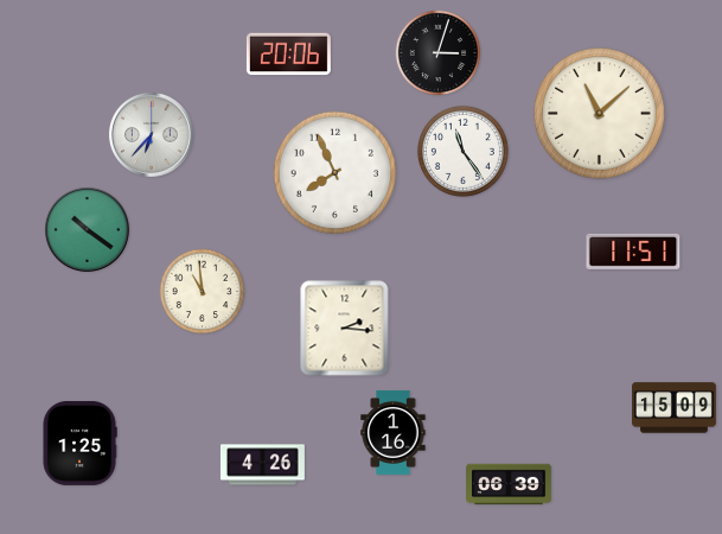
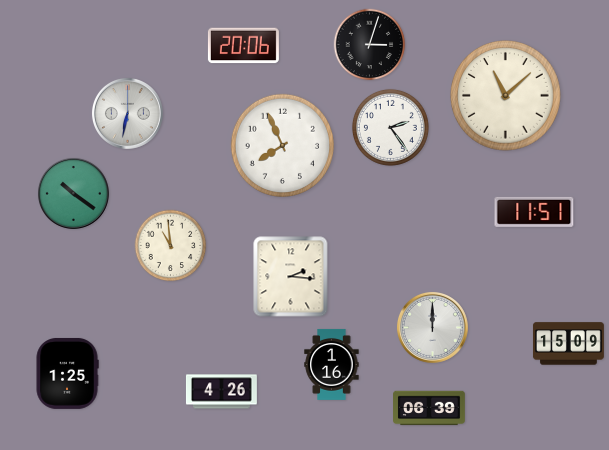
clock at (151, 134): 6:37 -> 6:32
clock at (462, 151): 11:24 -> 2:24
clock at (432, 327): none -> 12:00
